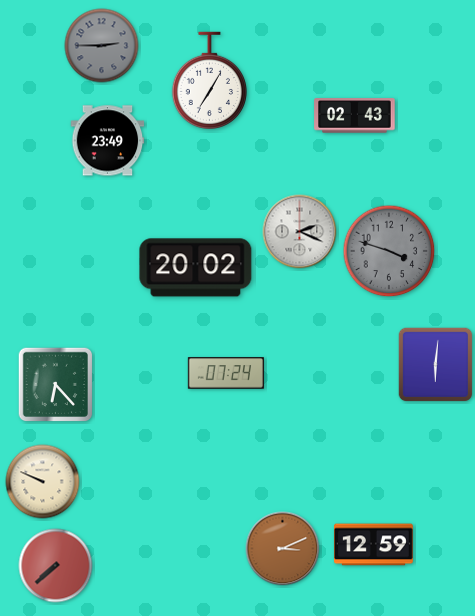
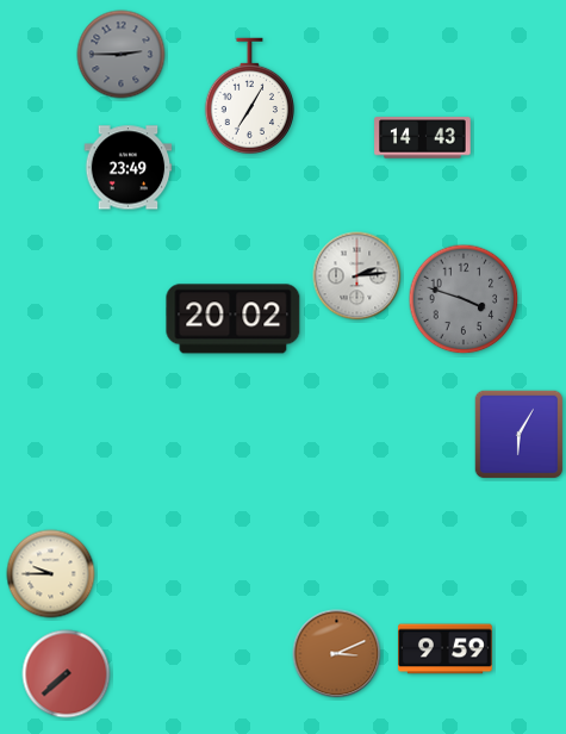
clock at (355, 116): 02:43 -> 14:43
clock at (300, 232): 2:19 -> 2:14
clock at (436, 365): 6:01 -> 6:05
clock at (226, 373): 07:24 -> none
clock at (56, 385): 6:23 -> none
clock at (43, 482): 9:49 -> 9:45
clock at (374, 545): 12:59 -> 9:59
